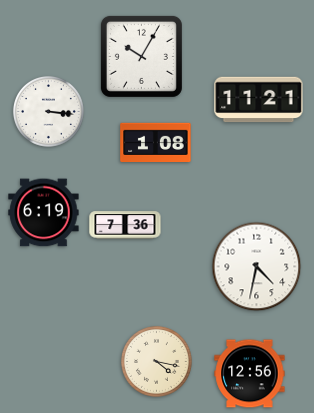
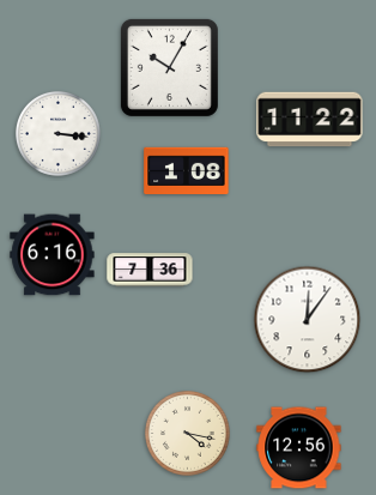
clock at (259, 100): 11:21 -> 11:22
clock at (44, 213): 6:19 -> 6:16
clock at (257, 267): 4:32 -> 12:06
